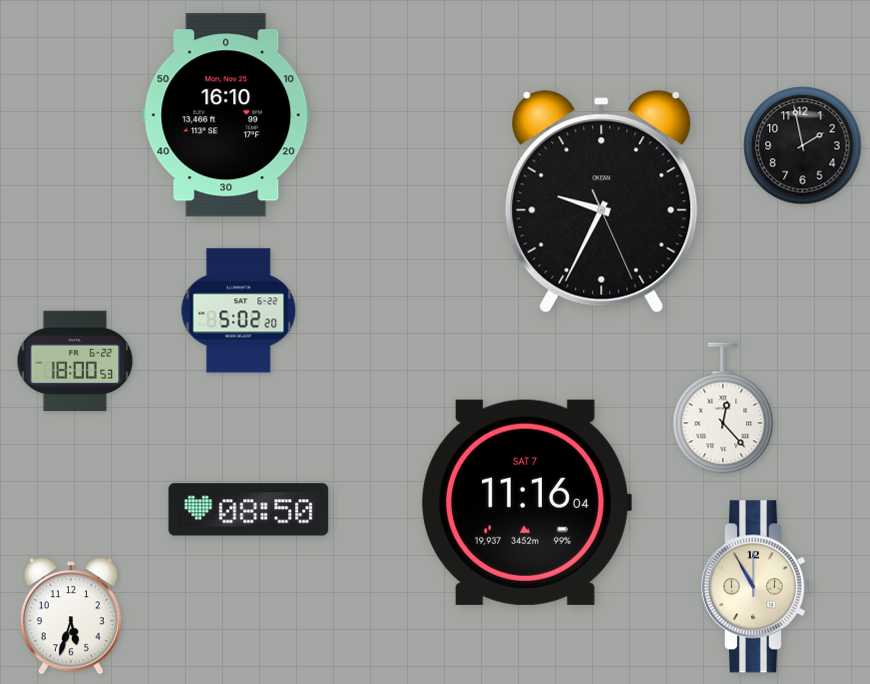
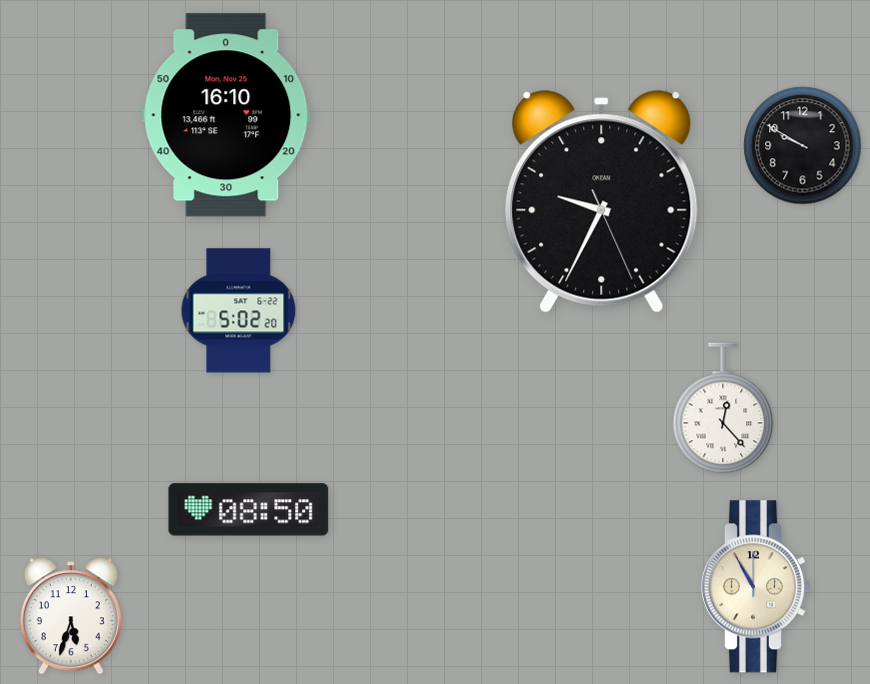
clock at (803, 146): 1:58 -> 9:50
clock at (75, 361): 18:00 -> none
clock at (526, 502): 11:16 -> none
